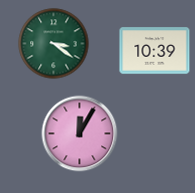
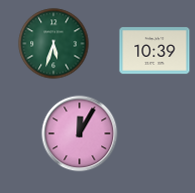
clock at (54, 44): 3:21 -> 5:33
